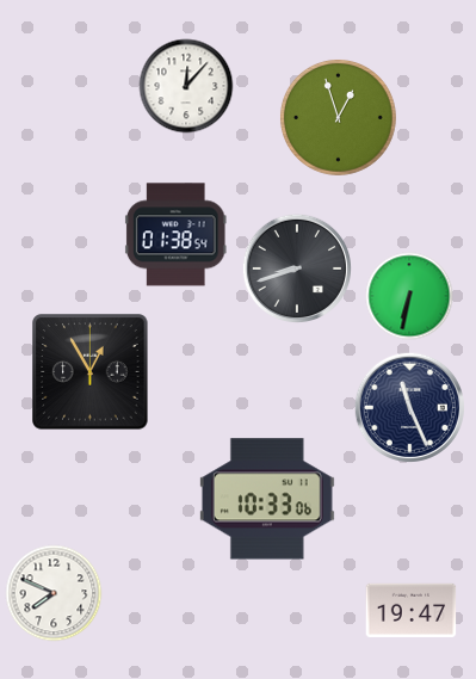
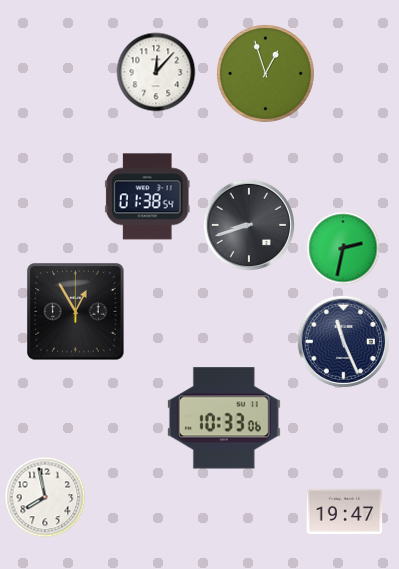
clock at (338, 117) position: (338, 117) -> (265, 73)
clock at (409, 296): 6:32 -> 2:32
clock at (54, 593): 7:49 -> 7:58
